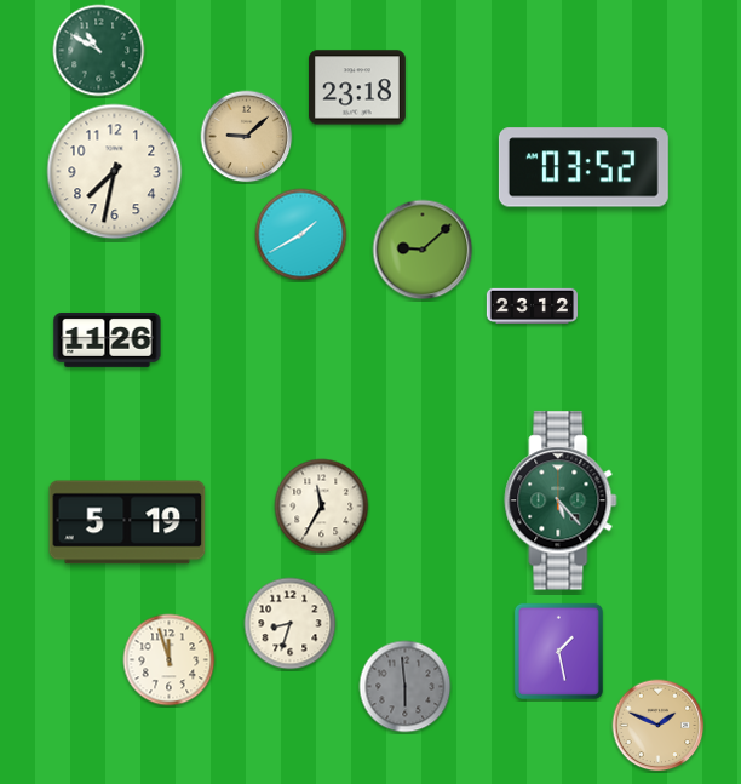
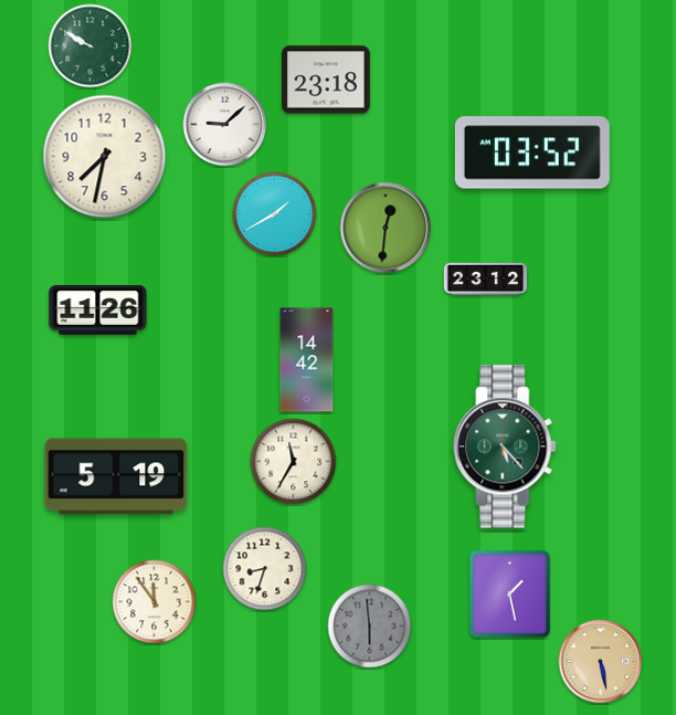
clock at (99, 51): 10:50 -> 9:50
clock at (247, 137) dial: champagne -> white
clock at (423, 250): 9:08 -> 12:31
clock at (307, 360): none -> 14:42
clock at (561, 500) position: (561, 500) -> (505, 446)
clock at (170, 660): 11:57 -> 11:54
clock at (659, 726): 1:49 -> 5:28
